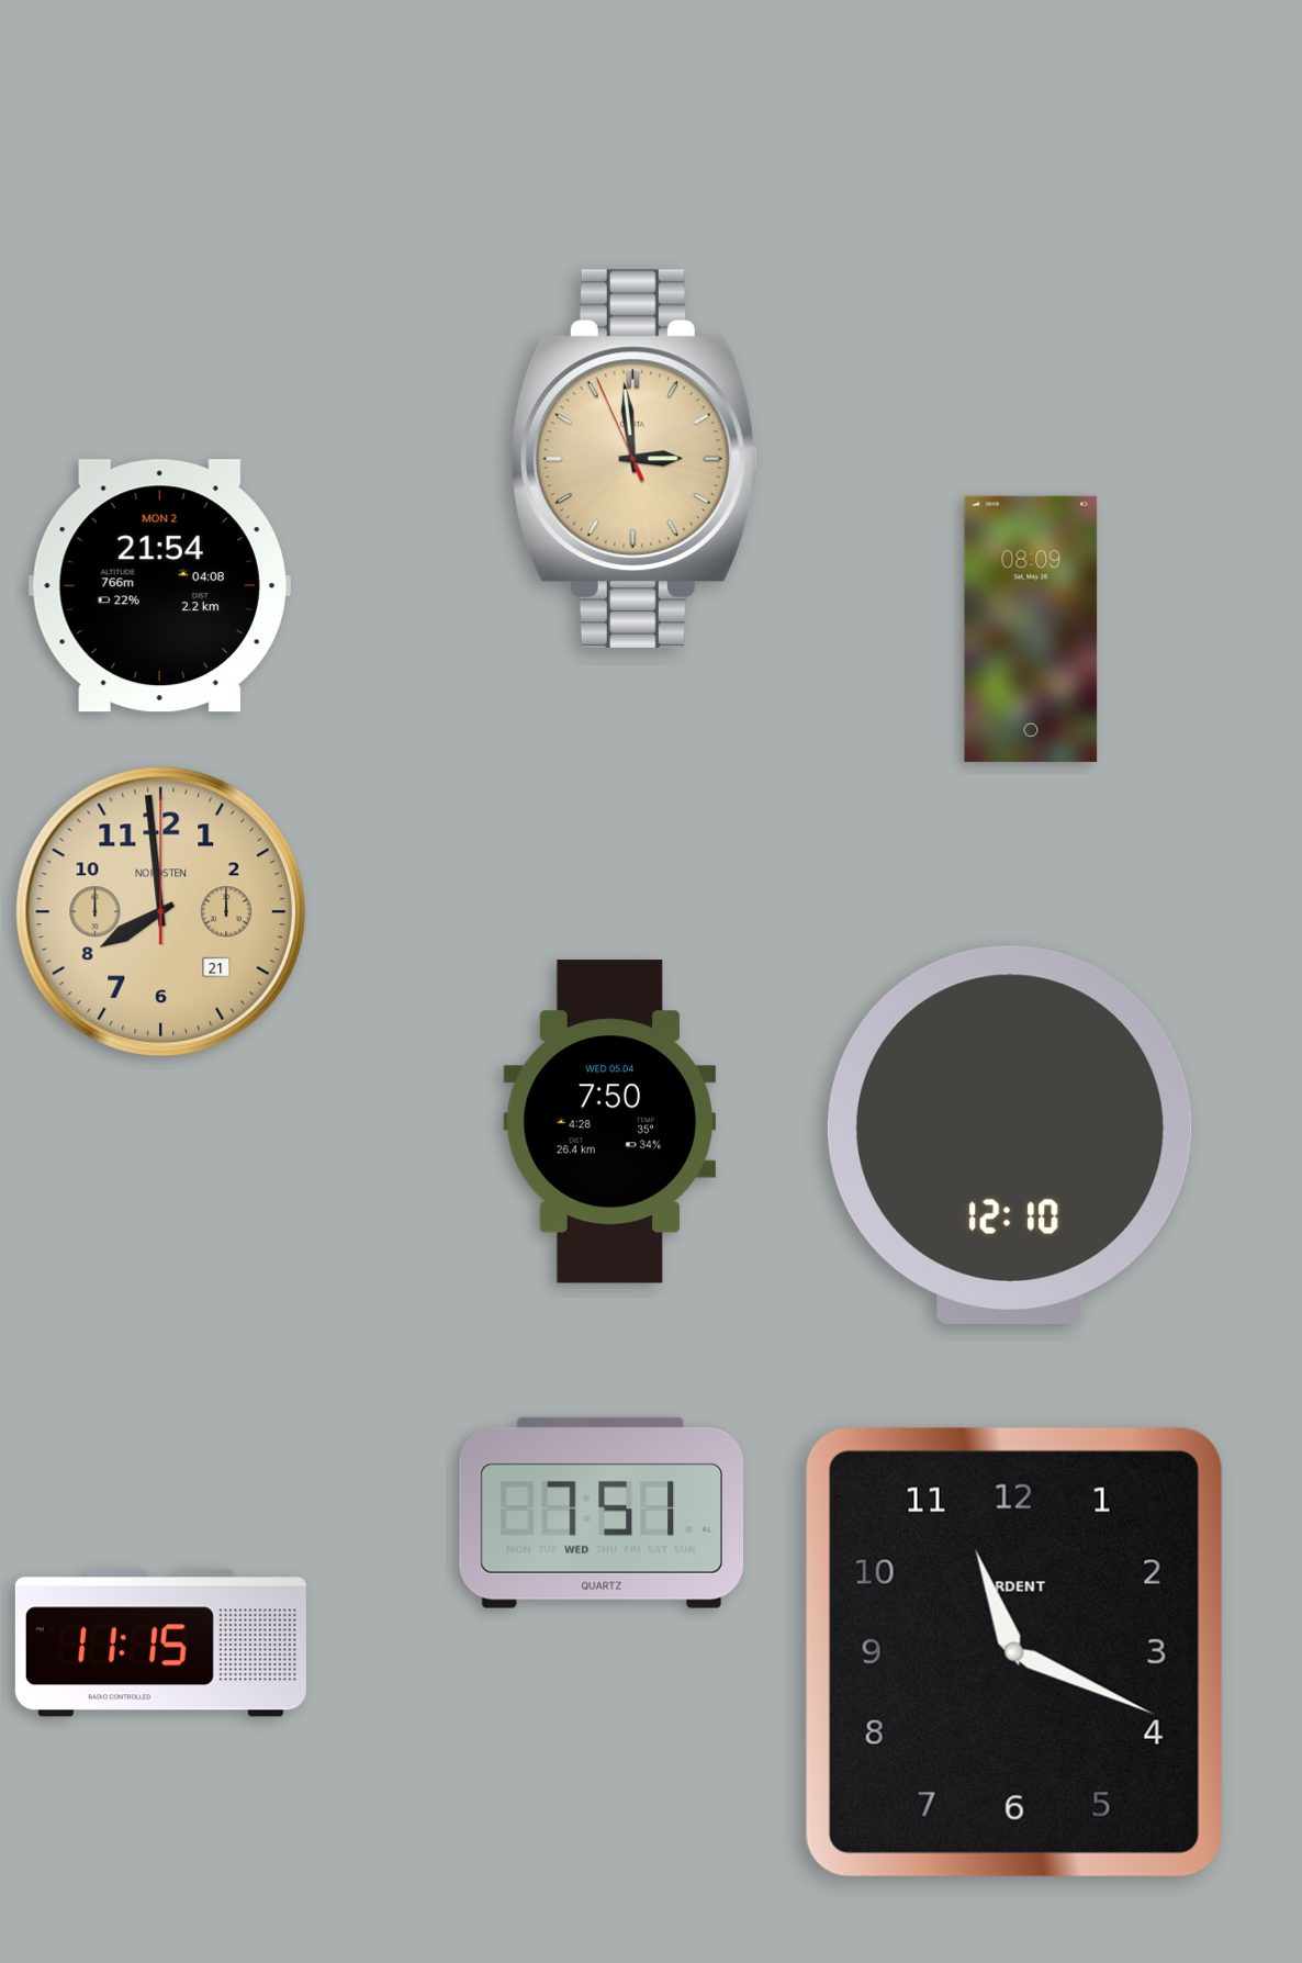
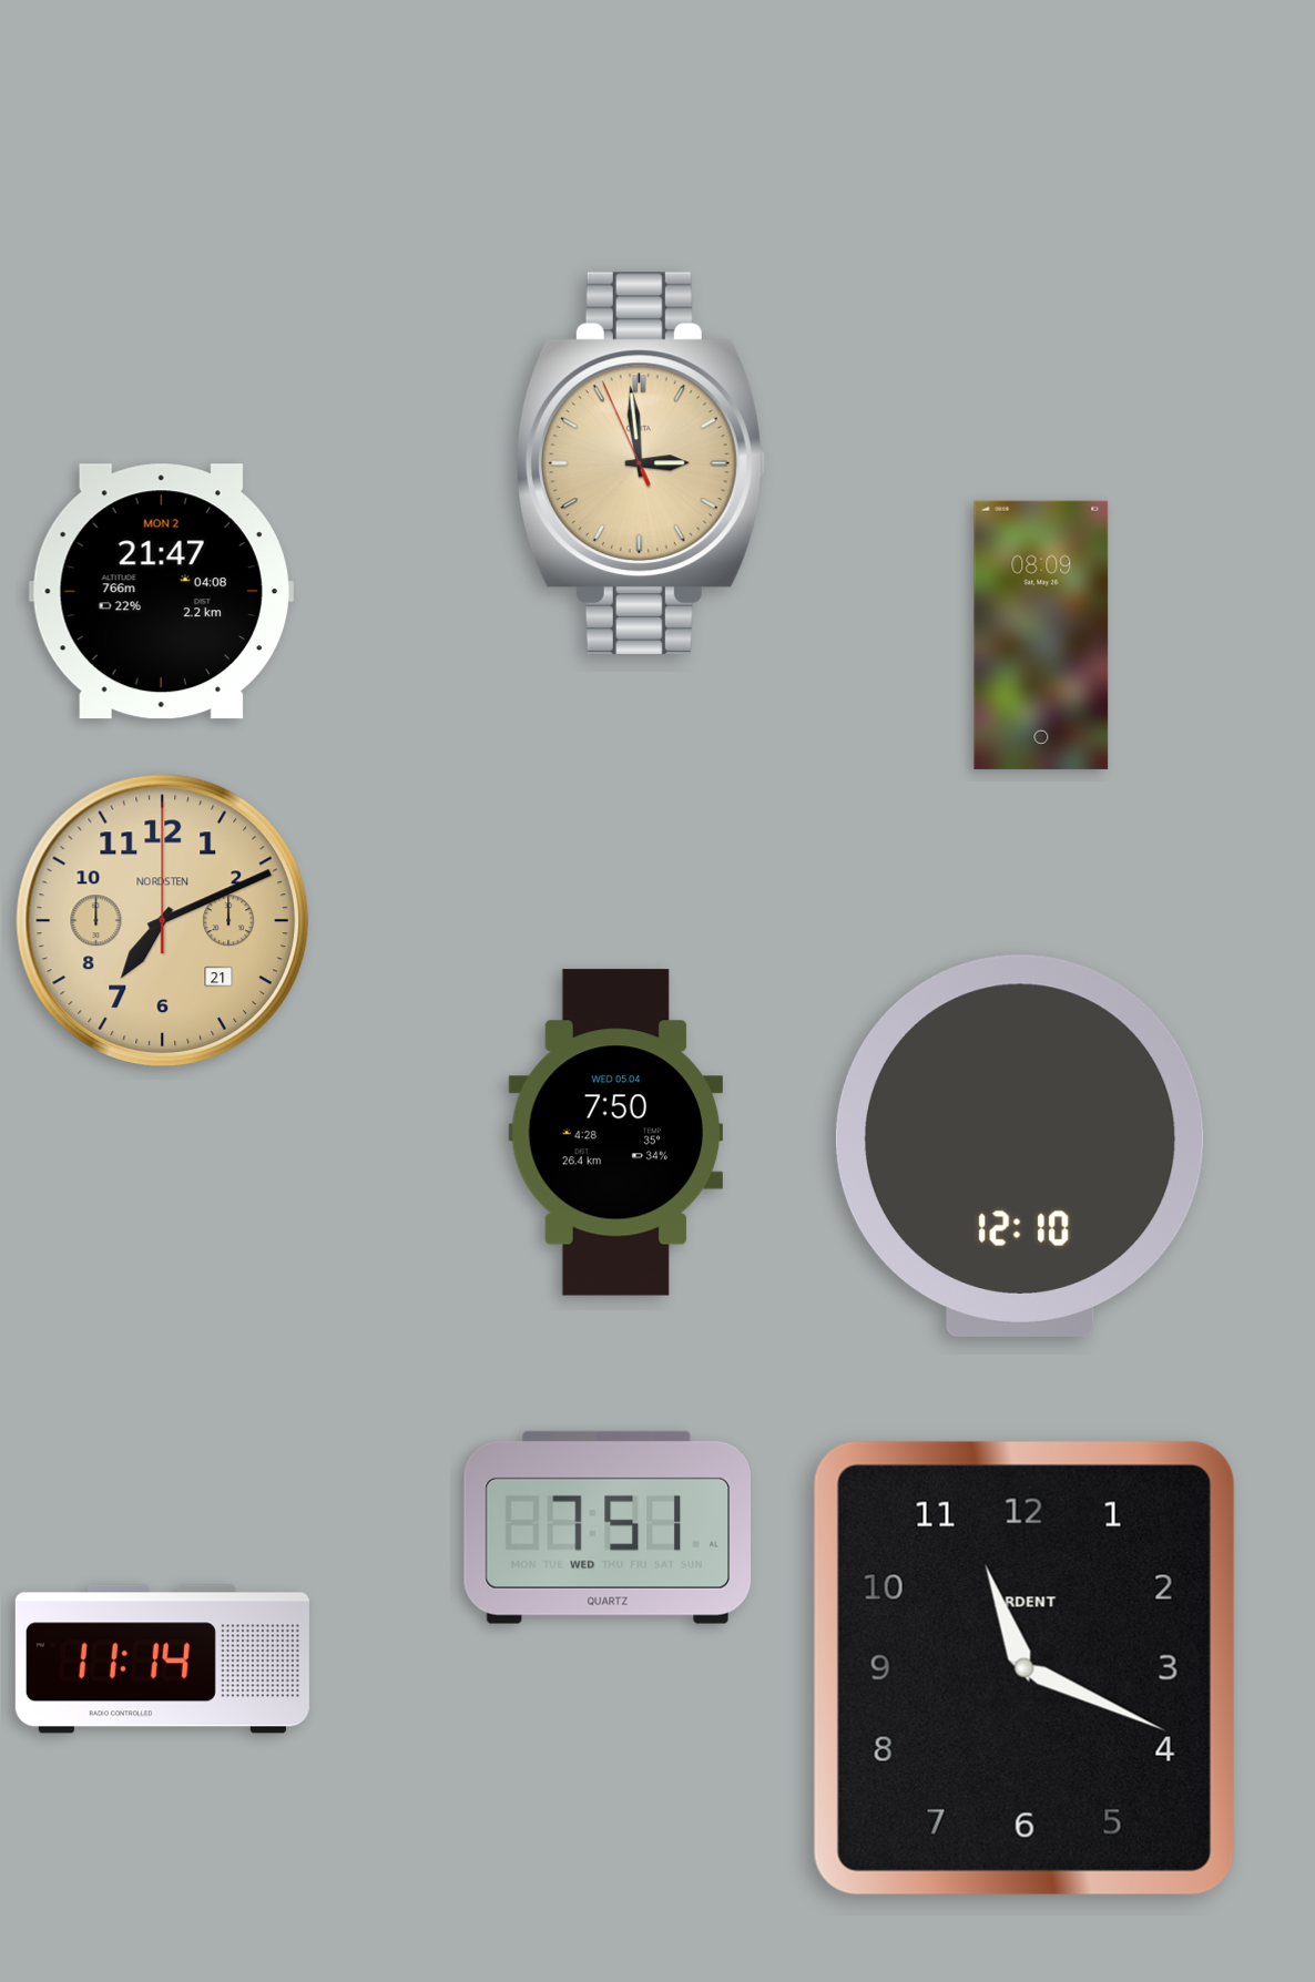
clock at (159, 586): 21:54 -> 21:47
clock at (160, 911): 7:59 -> 7:11
clock at (160, 1644): 11:15 -> 11:14
